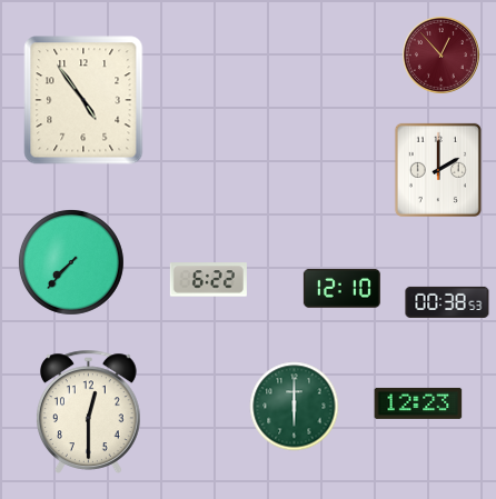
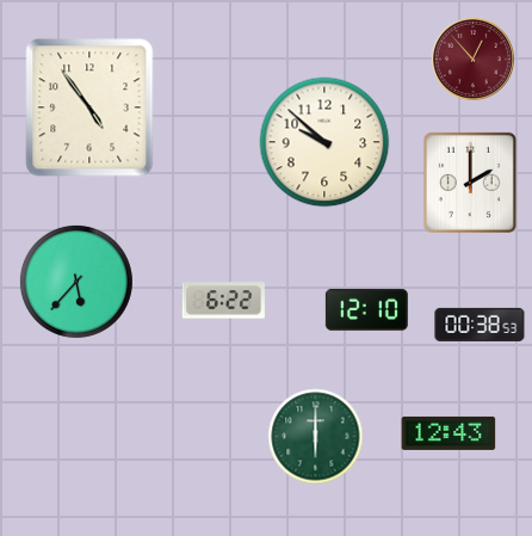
clock at (324, 142): none -> 9:52
clock at (71, 262): 7:37 -> 5:37
clock at (418, 403): 12:23 -> 12:43
clock at (88, 411): 12:30 -> none
